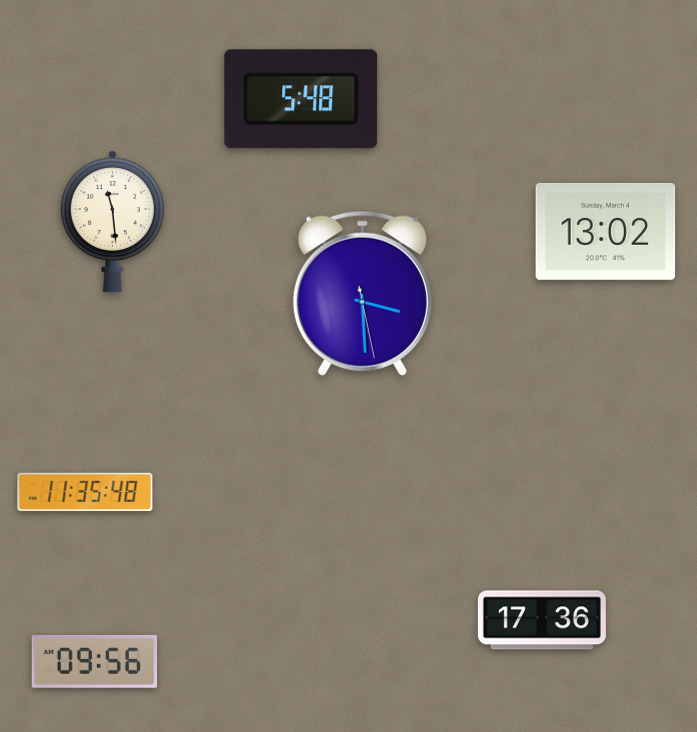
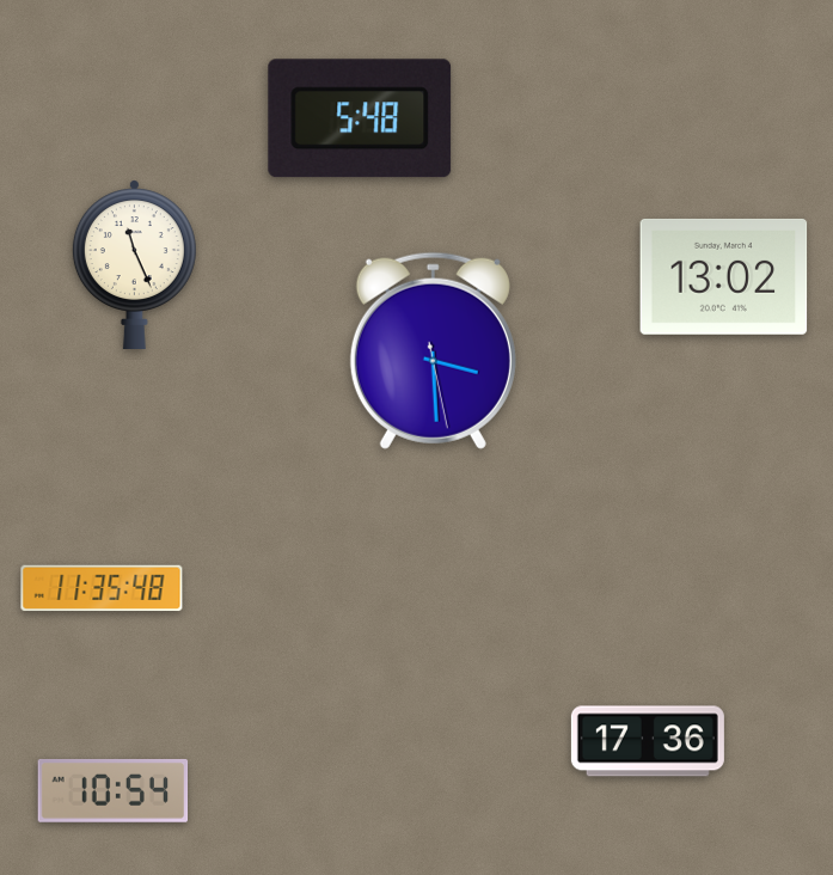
clock at (112, 221): 11:29 -> 11:26
clock at (95, 662): 09:56 -> 10:54
